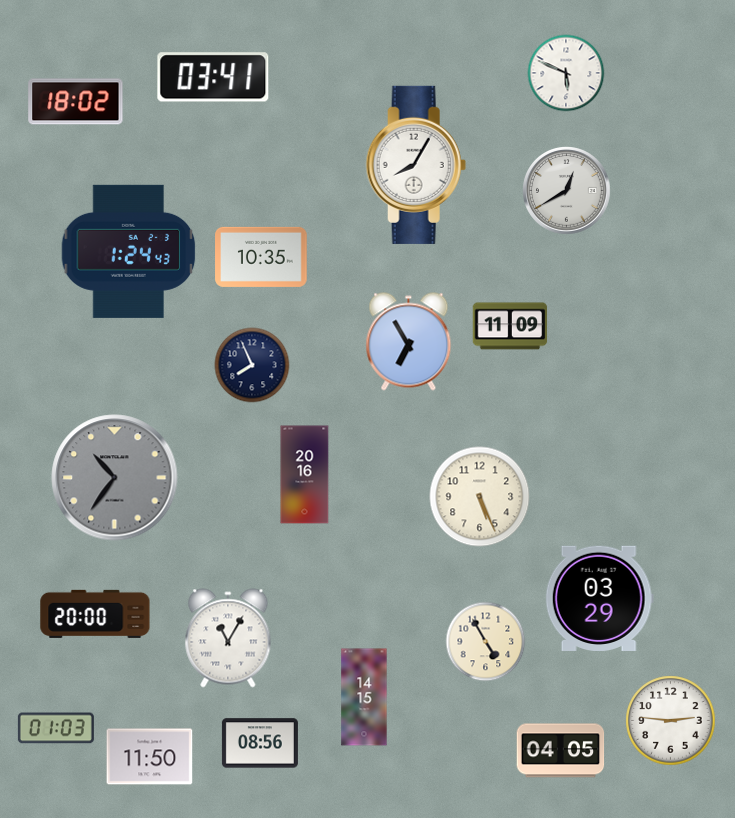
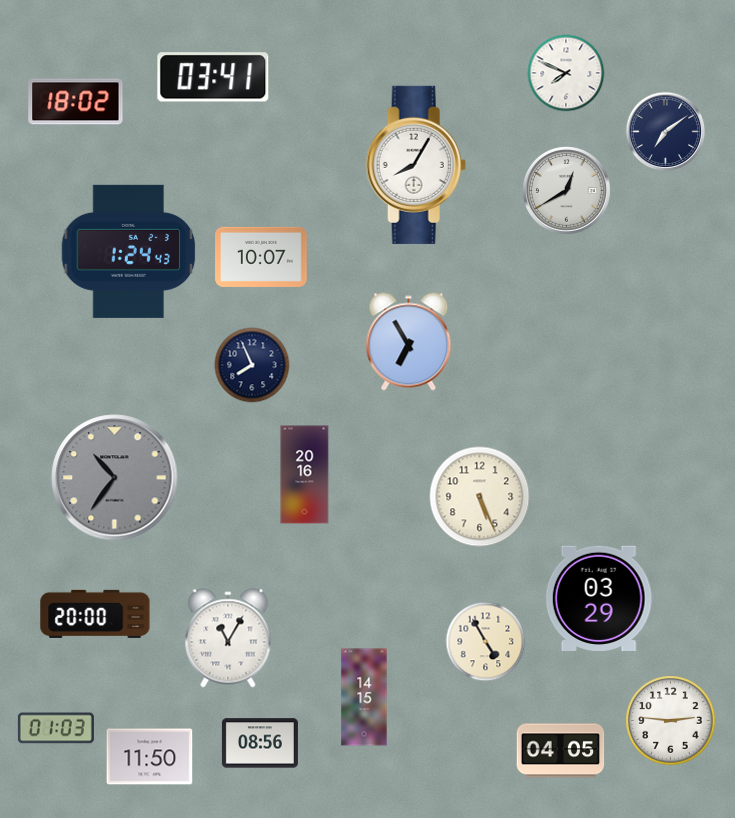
clock at (566, 73): 5:49 -> 7:49
clock at (666, 132): none -> 7:09
clock at (261, 257): 10:35 -> 10:07
clock at (510, 326): 11:09 -> none
